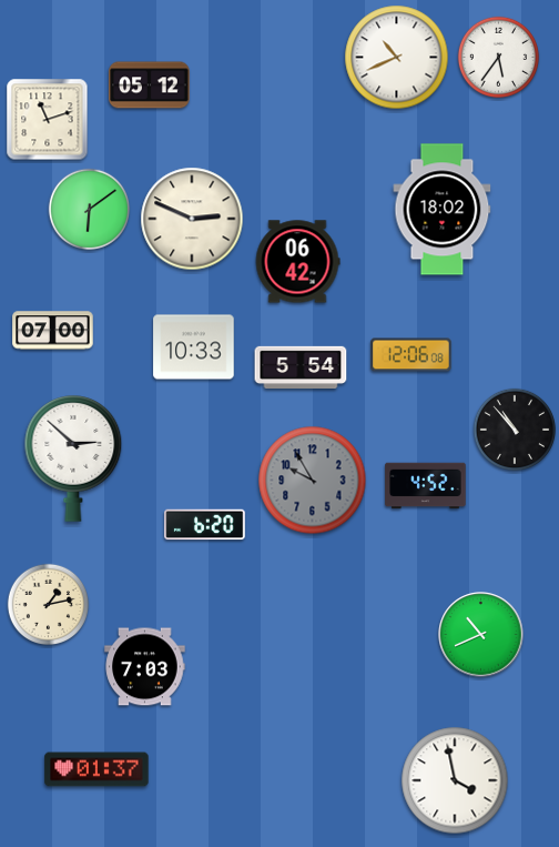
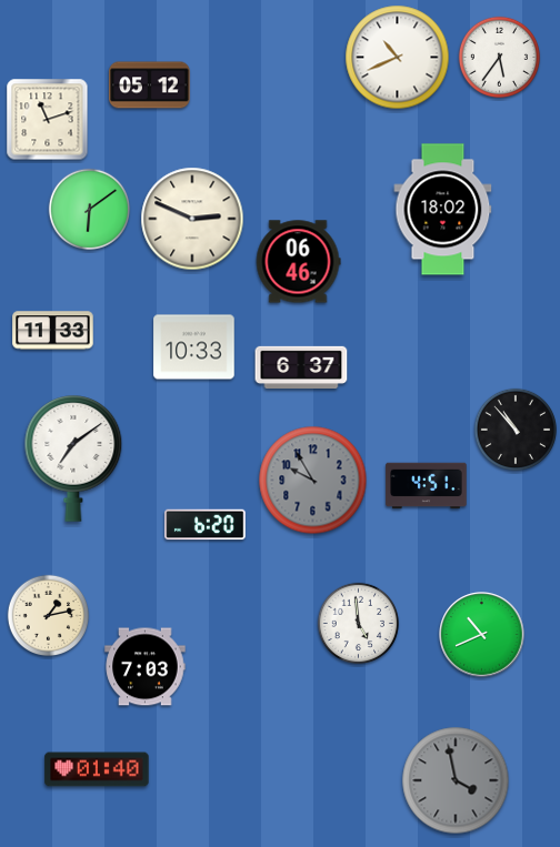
clock at (297, 262): 06:42 -> 06:46
clock at (53, 331): 07:00 -> 11:33
clock at (411, 355): 12:06 -> none
clock at (301, 366): 5:54 -> 6:37
clock at (73, 458): 2:52 -> 7:09
clock at (426, 486): 4:52 -> 4:51
clock at (49, 605) position: (49, 605) -> (49, 616)
clock at (359, 624): none -> 4:59
clock at (96, 769): 01:37 -> 01:40
clock at (455, 780) dial: white -> grey
